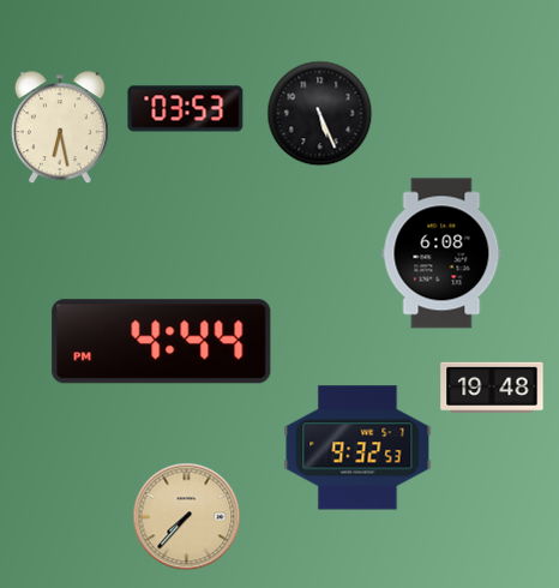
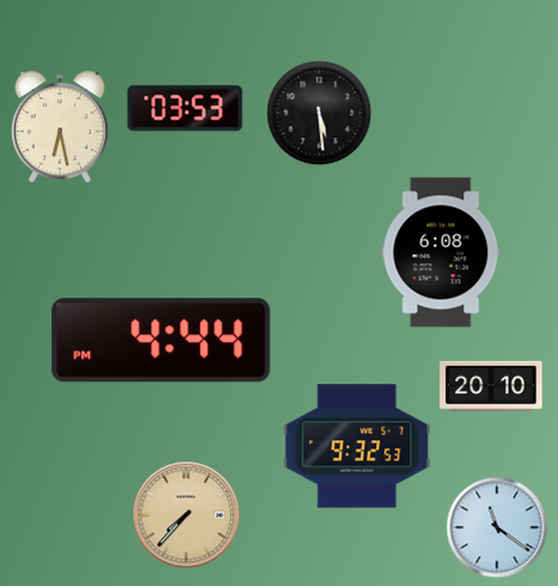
clock at (320, 114): 5:26 -> 5:29
clock at (492, 388): 19:48 -> 20:10
clock at (497, 527): none -> 11:21
